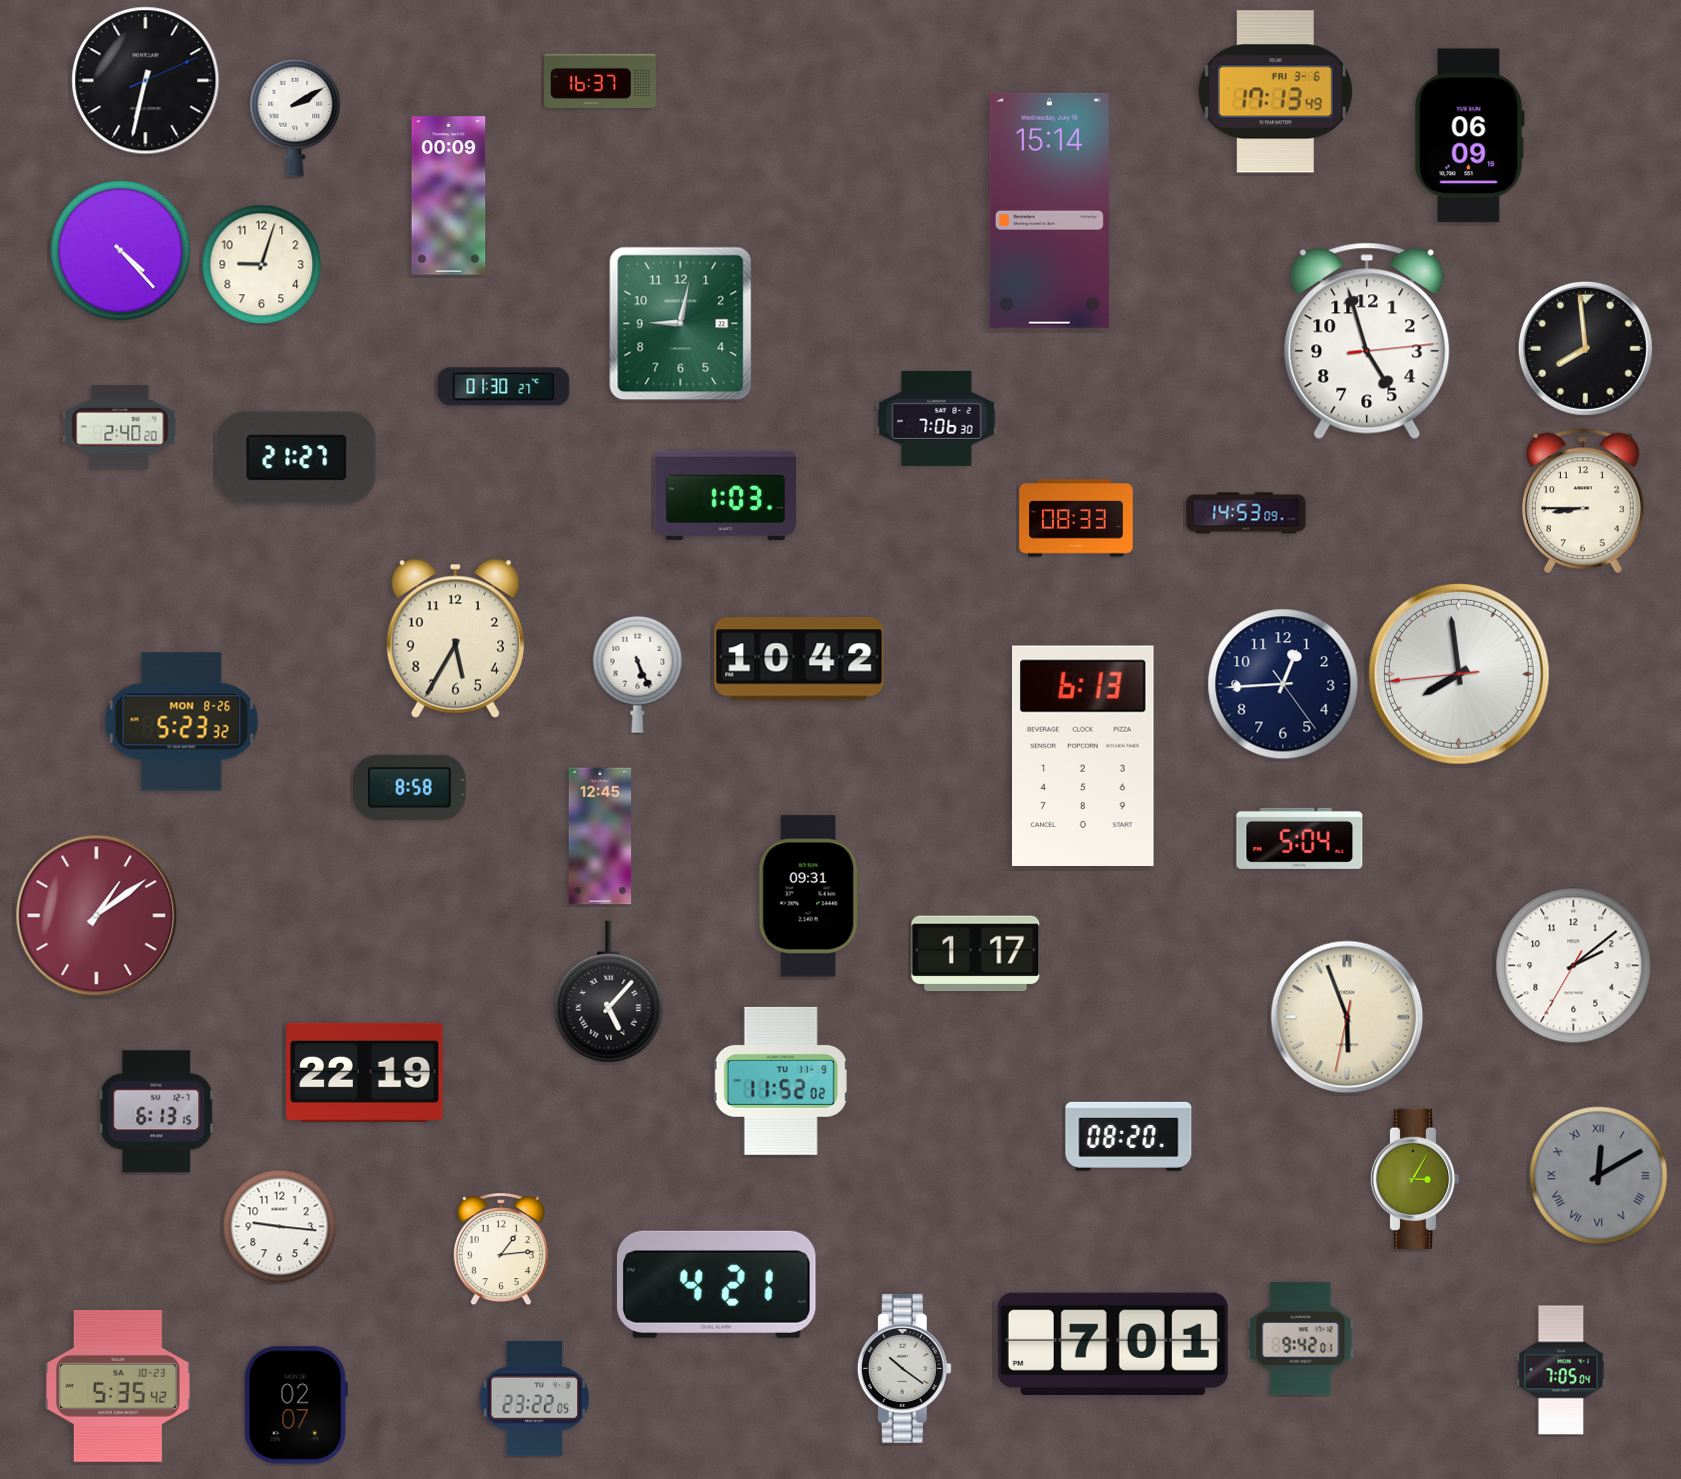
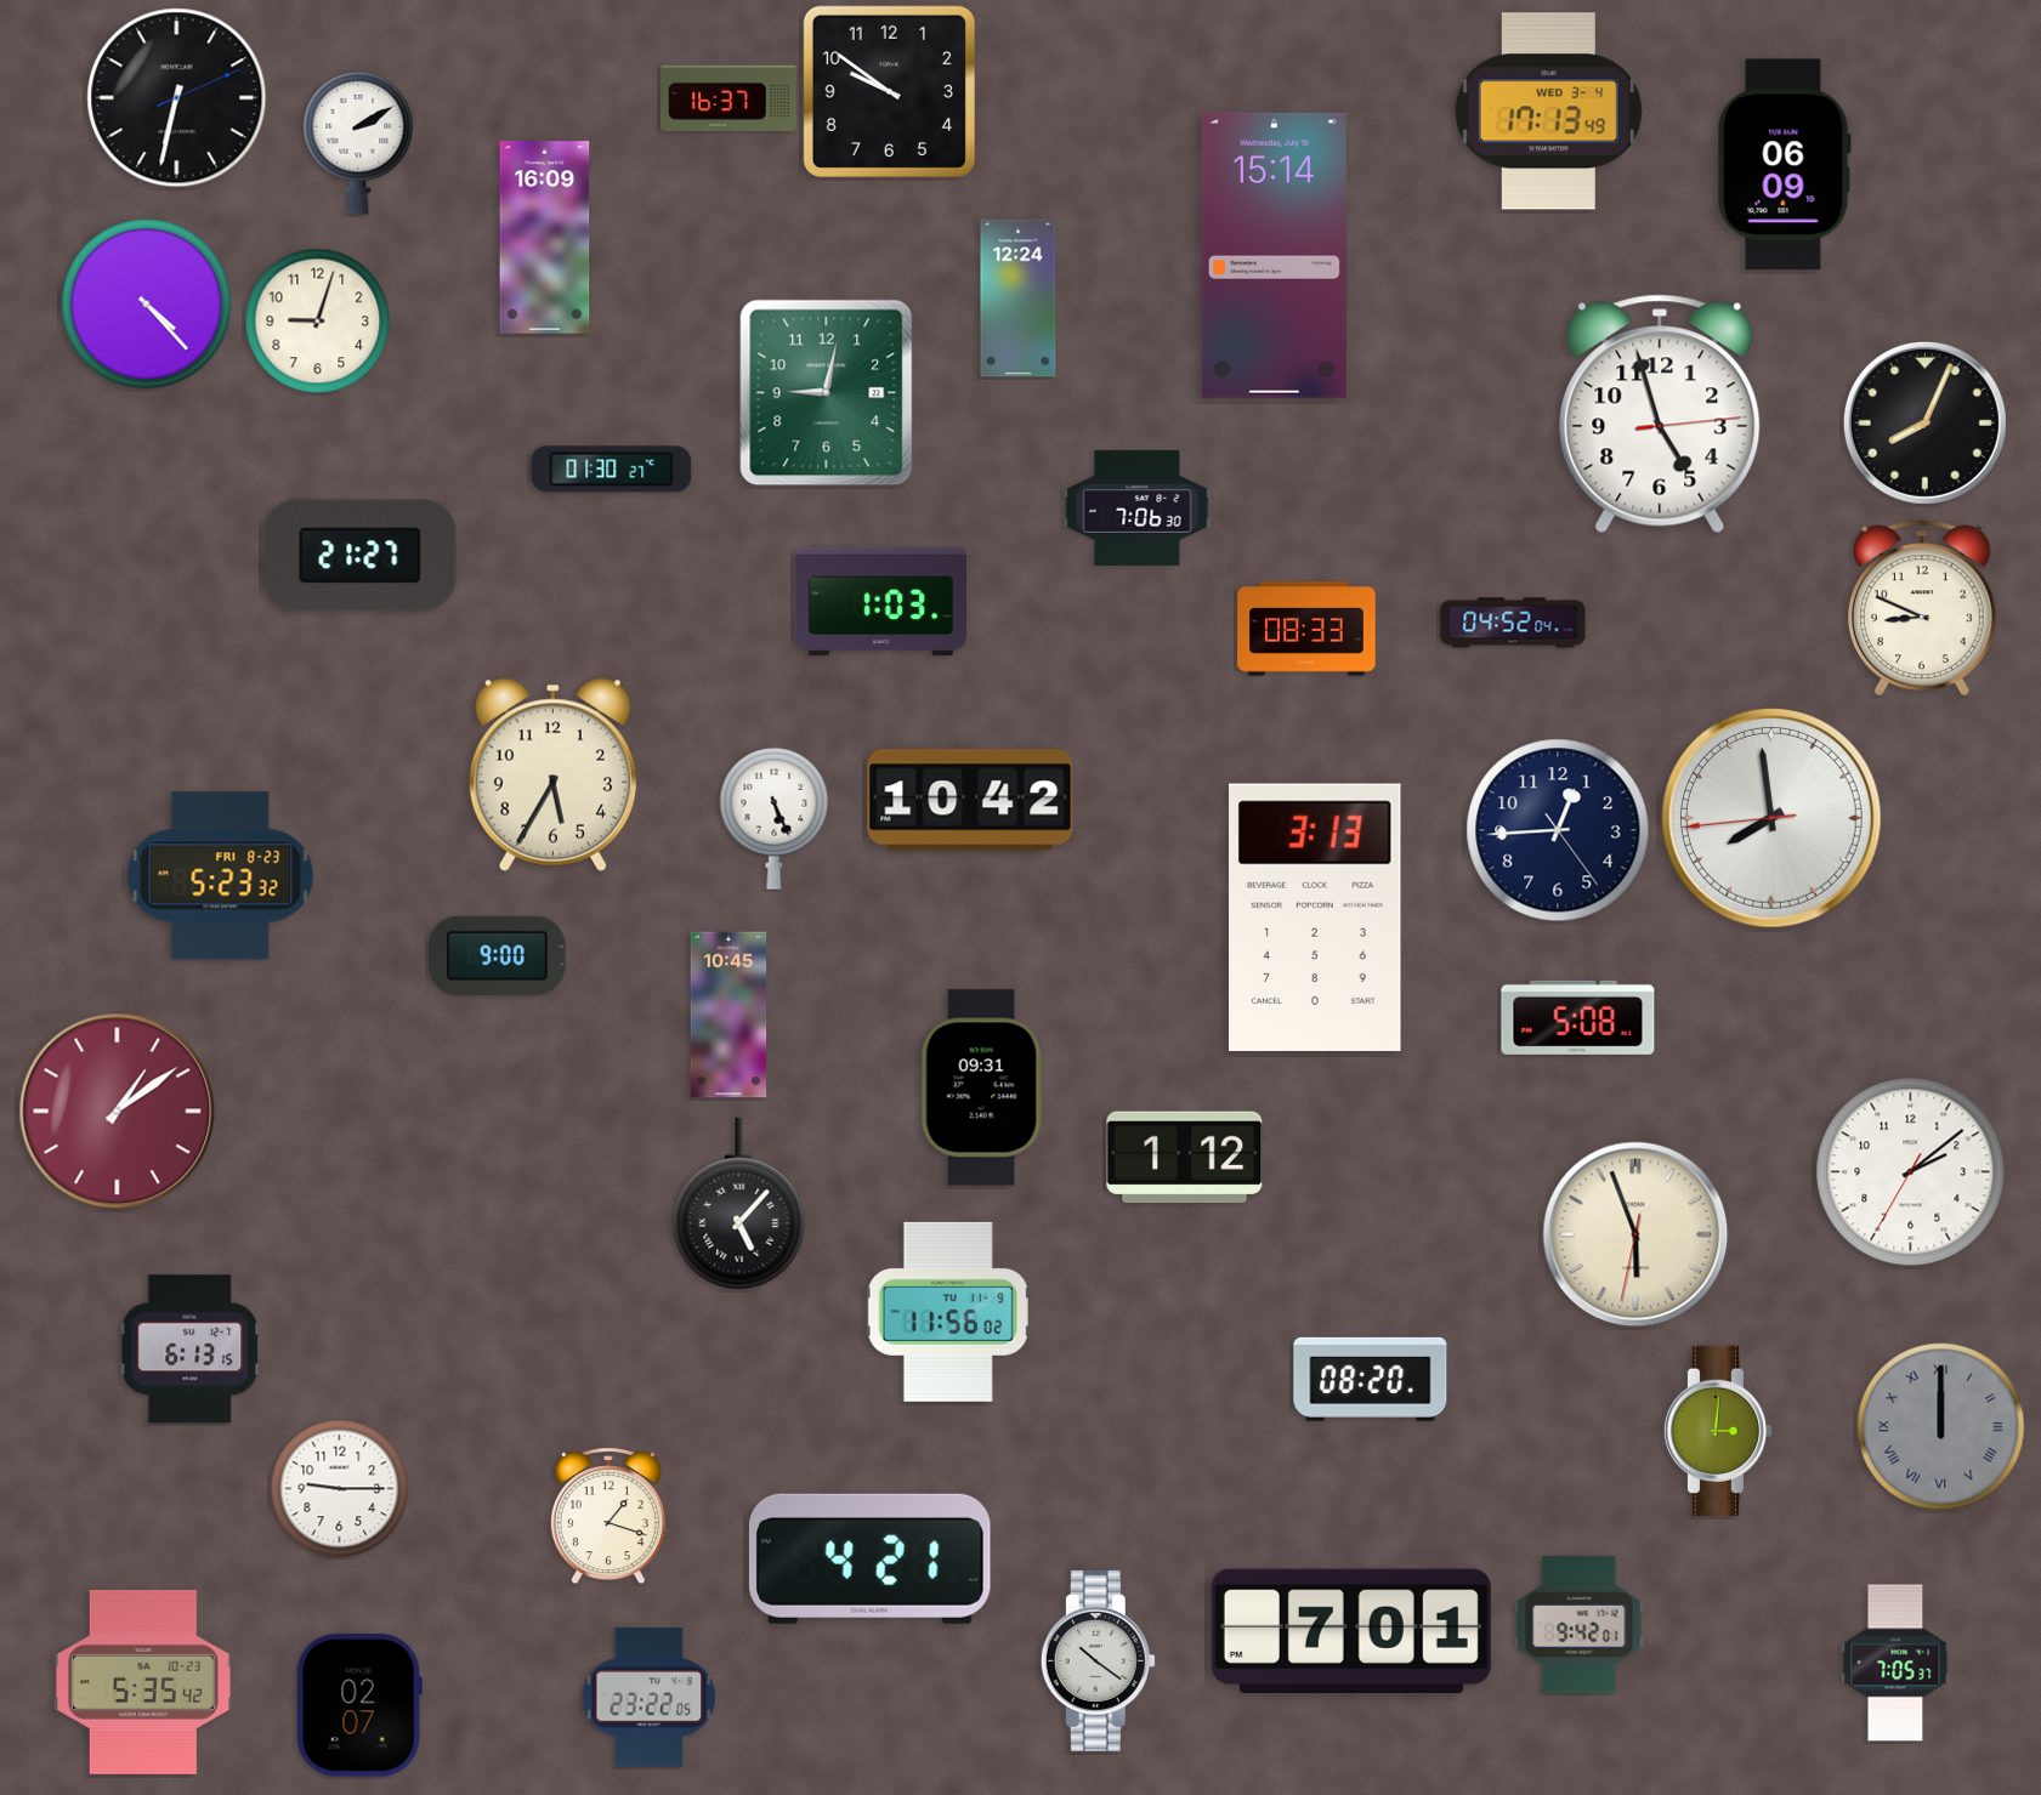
clock at (889, 91): none -> 9:51
clock at (1275, 92) date: FRI 3-6 -> WED 3-4
clock at (449, 196): 00:09 -> 16:09
clock at (1019, 299): none -> 12:24
clock at (1585, 348): 7:59 -> 8:04
clock at (120, 427): 2:40 -> none
clock at (1583, 501): 8:45 -> 8:49
clock at (1246, 513): 14:53 -> 04:52
clock at (182, 722) date: MON 8-26 -> FRI 8-23
clock at (1084, 755): 6:13 -> 3:13
clock at (410, 787): 8:58 -> 9:00
clock at (600, 836): 12:45 -> 10:45
clock at (1300, 838): 5:04 -> 5:08
clock at (976, 954): 1:17 -> 1:12
clock at (365, 1072): 22:19 -> none
clock at (781, 1081): 11:52 -> 11:56
clock at (1599, 1176): 12:10 -> 12:00
clock at (1415, 1178): 3:05 -> 3:01
clock at (280, 1227): 9:16 -> 9:15
clock at (501, 1250): 1:14 -> 1:18
clock at (1561, 1370): 7:05:04 -> 7:05:37
